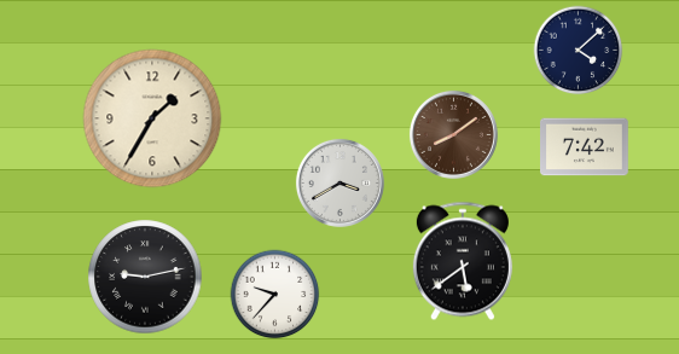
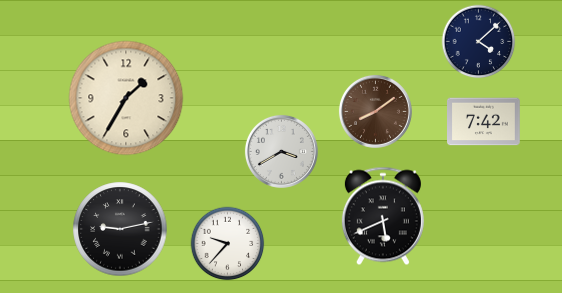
clock at (463, 261): 5:39 -> 5:41
